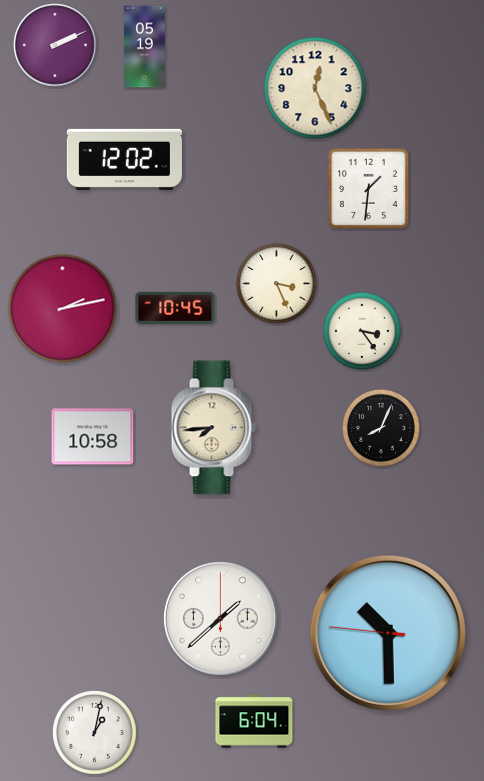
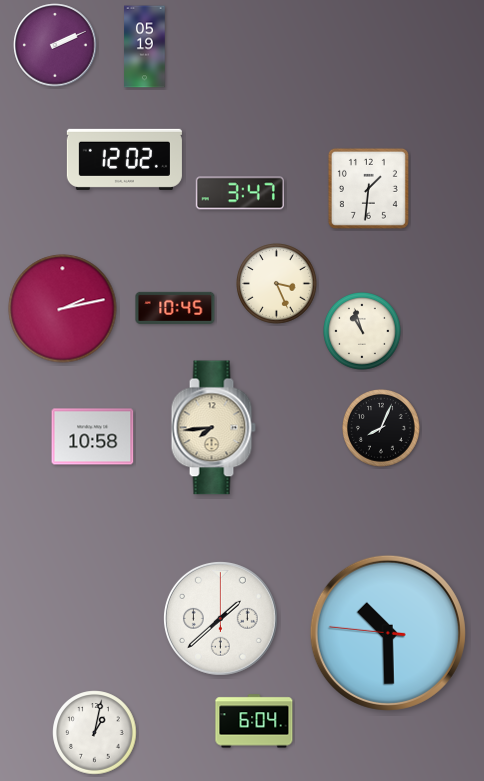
clock at (315, 88): 12:26 -> none
clock at (240, 193): none -> 3:47
clock at (363, 332): 3:24 -> 10:57
